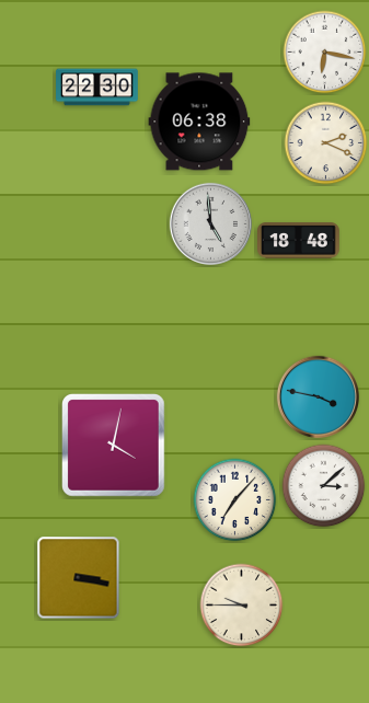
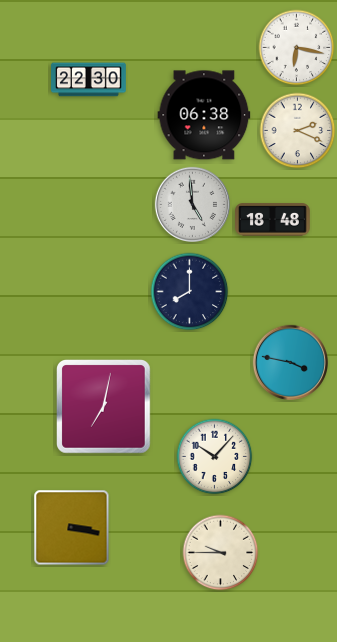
clock at (199, 122) position: (199, 122) -> (204, 115)
clock at (190, 292): none -> 8:00
clock at (114, 446): 4:02 -> 7:02
clock at (324, 486): 3:08 -> none
clock at (235, 500): 7:07 -> 10:07
